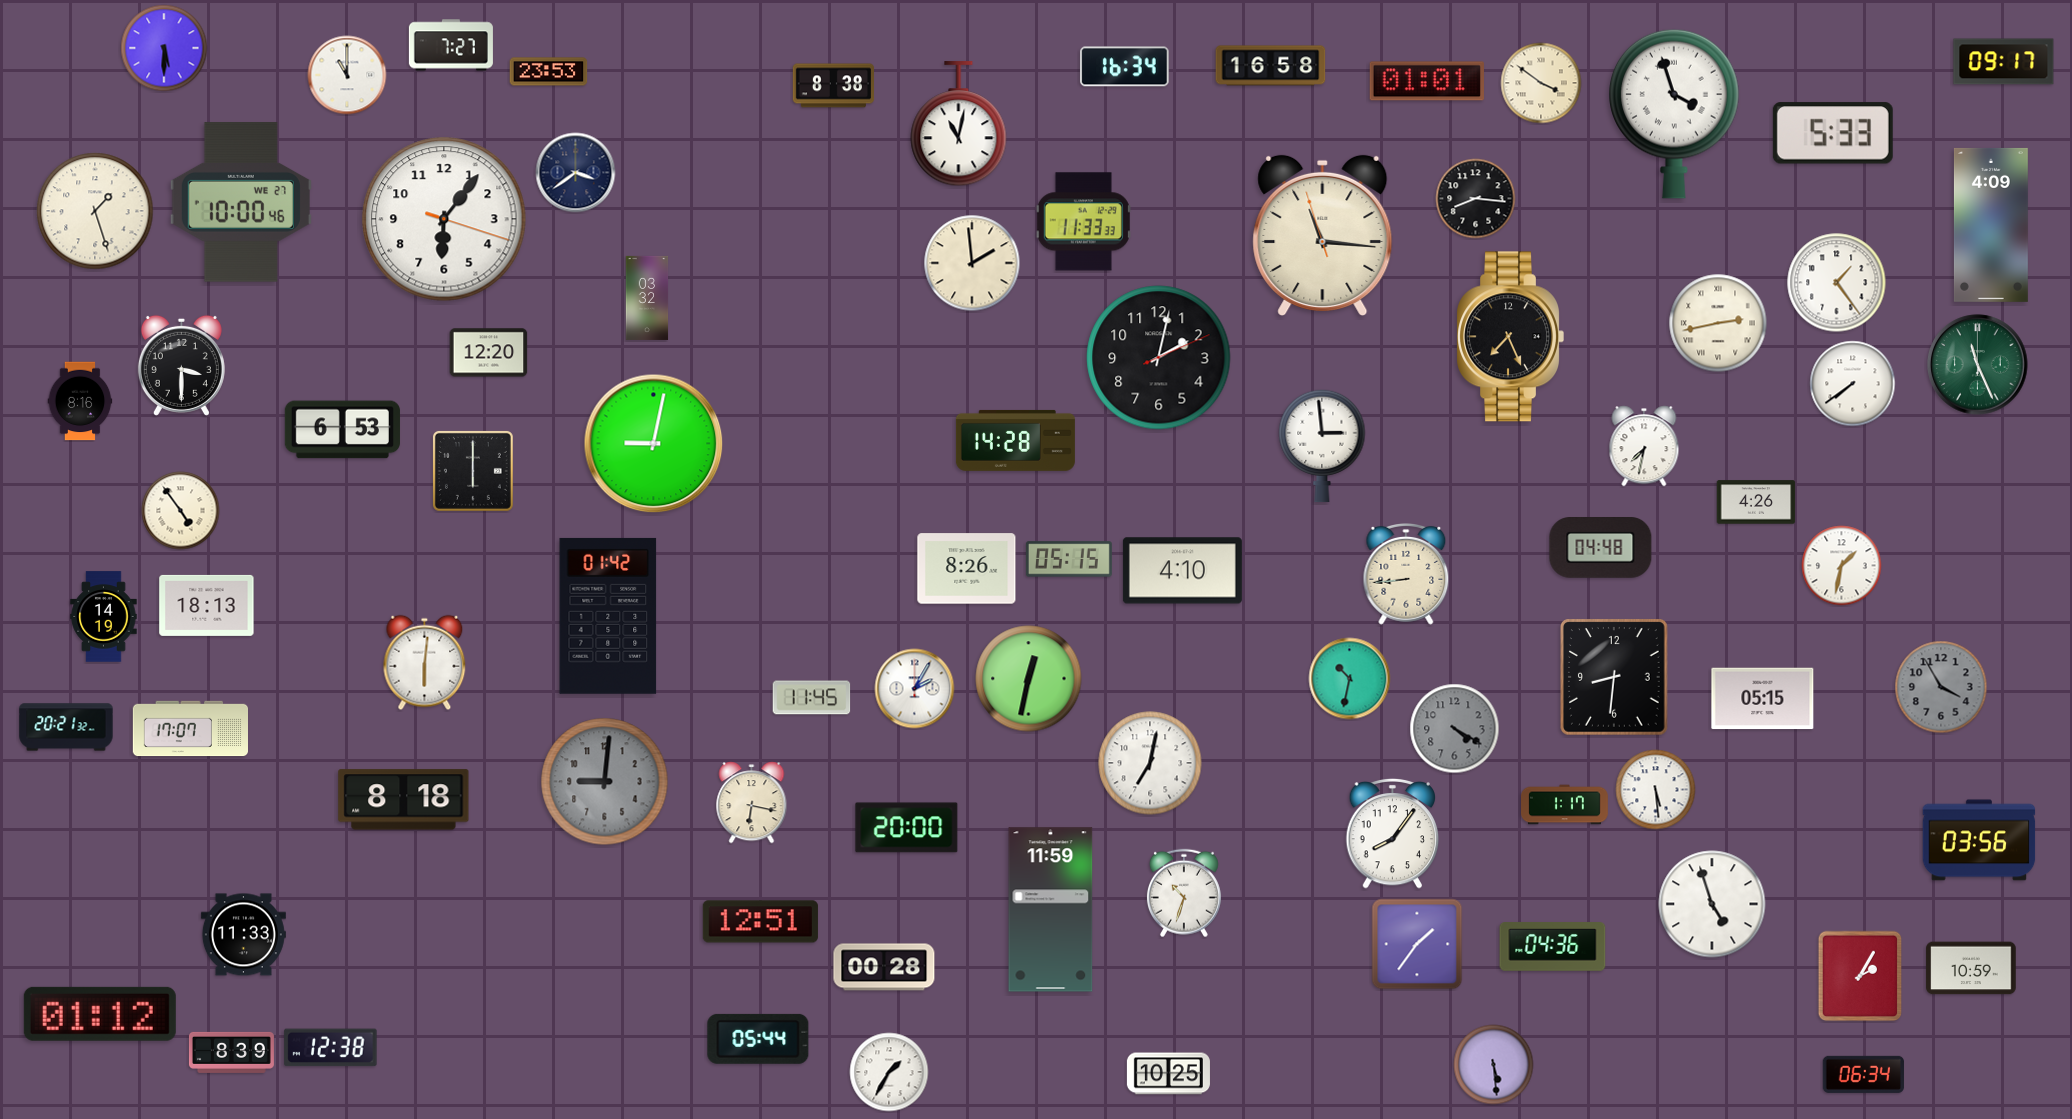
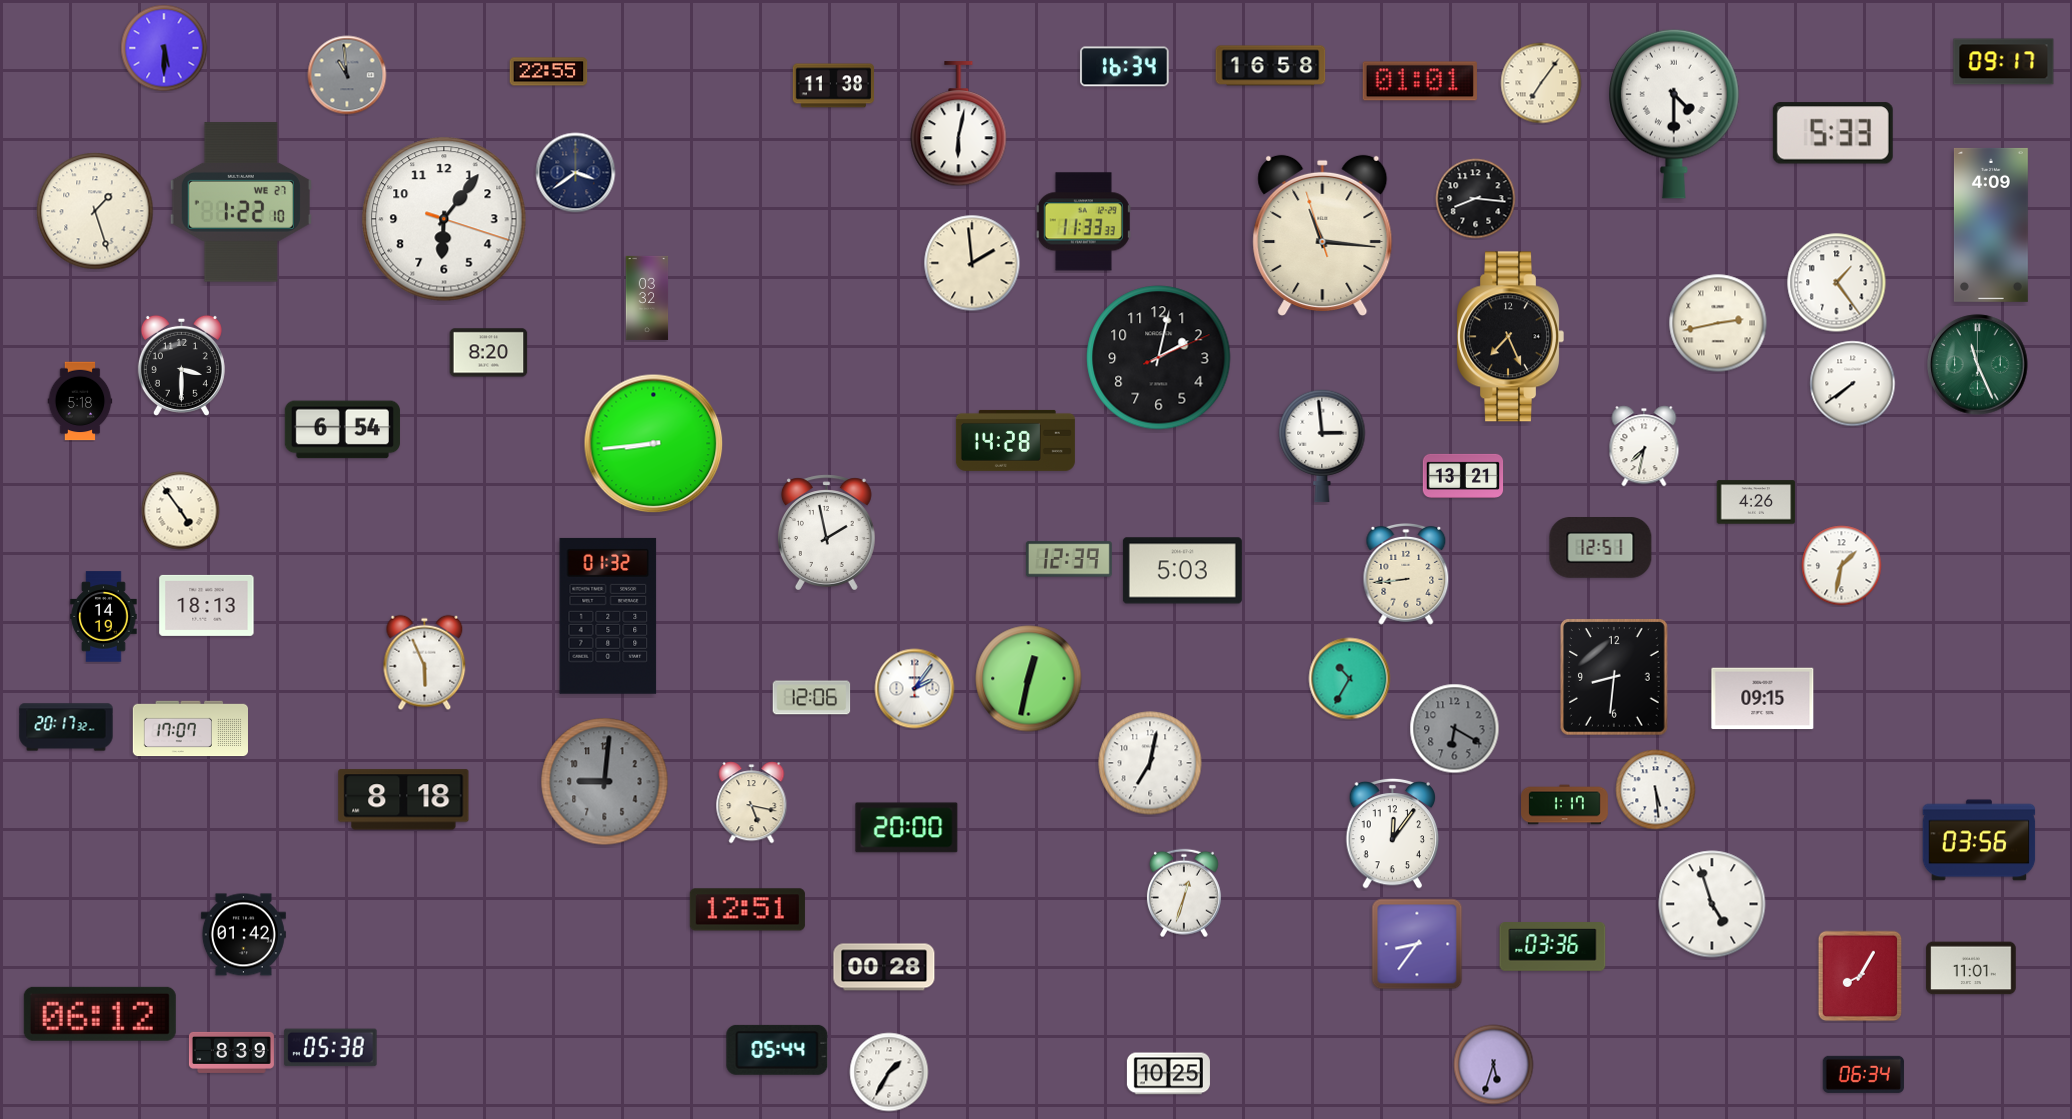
clock at (451, 45): 7:27 -> none
clock at (549, 72): 23:53 -> 22:55
clock at (347, 75): 11:00 -> 10:59
clock at (347, 75) dial: white -> grey
clock at (1427, 81) position: (1427, 81) -> (1420, 81)
clock at (1541, 83): 3:51 -> 7:06
clock at (833, 86): 8:38 -> 11:38
clock at (1675, 114): 3:57 -> 4:30
clock at (959, 124): 11:02 -> 6:02
clock at (241, 202): 10:00 -> 1:22
clock at (489, 353): 12:20 -> 8:20
clock at (80, 401): 8:16 -> 5:18
clock at (342, 430): 6:53 -> 6:54
clock at (654, 444): 9:02 -> 8:44
clock at (473, 471): 6:00 -> none
clock at (1463, 476): none -> 13:21
clock at (826, 533): none -> 1:58
clock at (1601, 548): 04:48 -> 12:51
clock at (1069, 559): 05:15 -> 12:39
clock at (967, 569): 8:26 -> none
clock at (1182, 571): 4:10 -> 5:03
clock at (608, 616): 01:42 -> 01:32
clock at (425, 663): 6:01 -> 5:56
clock at (1350, 679): 10:32 -> 10:35
clock at (1941, 687): 3:55 -> none
clock at (915, 689): 2:05 -> 2:06
clock at (812, 698): 11:45 -> 12:06
clock at (1763, 699): 05:15 -> 09:15
clock at (66, 727): 20:21 -> 20:17
clock at (1455, 729): 4:20 -> 6:20
clock at (752, 803): 6:17 -> 5:17
clock at (1393, 833): 8:06 -> 12:06
clock at (1184, 893): 10:33 -> 12:33
clock at (1051, 910): 11:59 -> none
clock at (760, 922) position: (760, 922) -> (747, 910)
clock at (243, 935): 11:33 -> 01:42
clock at (1417, 944): 1:36 -> 8:36
clock at (1553, 947): 04:36 -> 03:36
clock at (1971, 968): 10:59 -> 11:01
clock at (1860, 976): 2:05 -> 8:05
clock at (100, 1014): 01:12 -> 06:12
clock at (758, 1039) position: (758, 1039) -> (777, 1050)
clock at (331, 1048): 12:38 -> 05:38
clock at (1494, 1065): 5:29 -> 5:33
